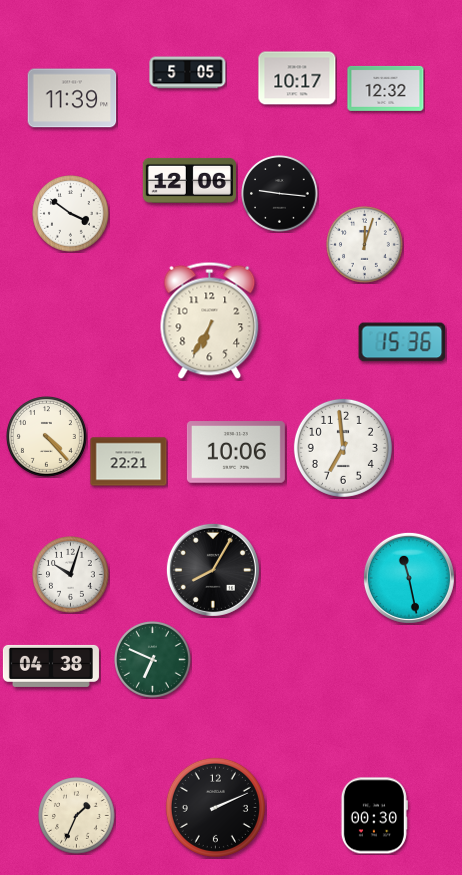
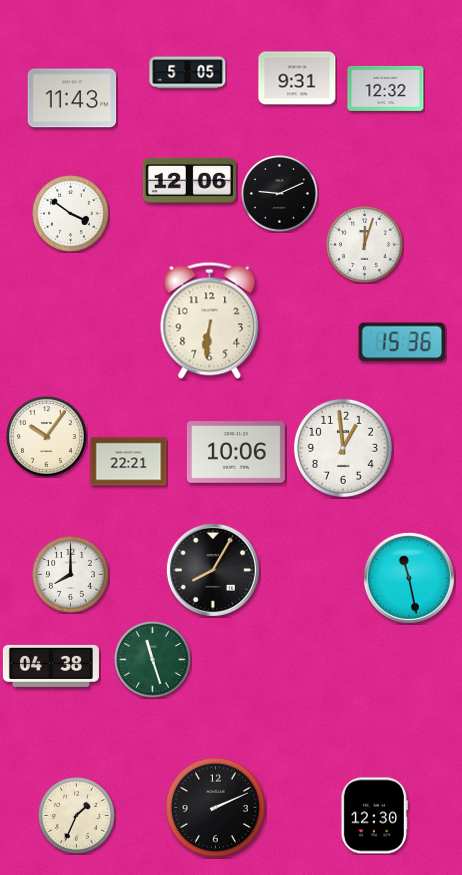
clock at (297, 78): 10:17 -> 9:31
clock at (72, 98): 11:39 -> 11:43
clock at (280, 194): 9:16 -> 9:11
clock at (210, 320): 6:35 -> 6:31
clock at (47, 437): 4:23 -> 10:06
clock at (343, 448): 6:59 -> 12:59
clock at (71, 575): 10:03 -> 8:00
clock at (153, 660): 6:49 -> 11:27
clock at (374, 816): 00:30 -> 12:30
